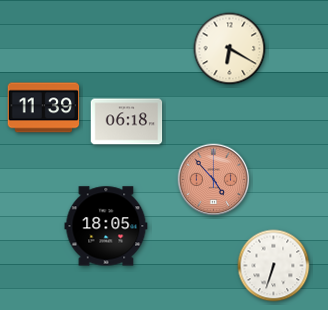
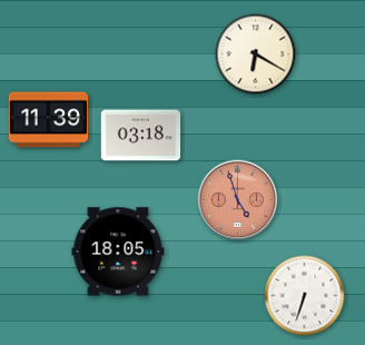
clock at (127, 122): 06:18 -> 03:18
clock at (214, 180): 4:53 -> 4:57
